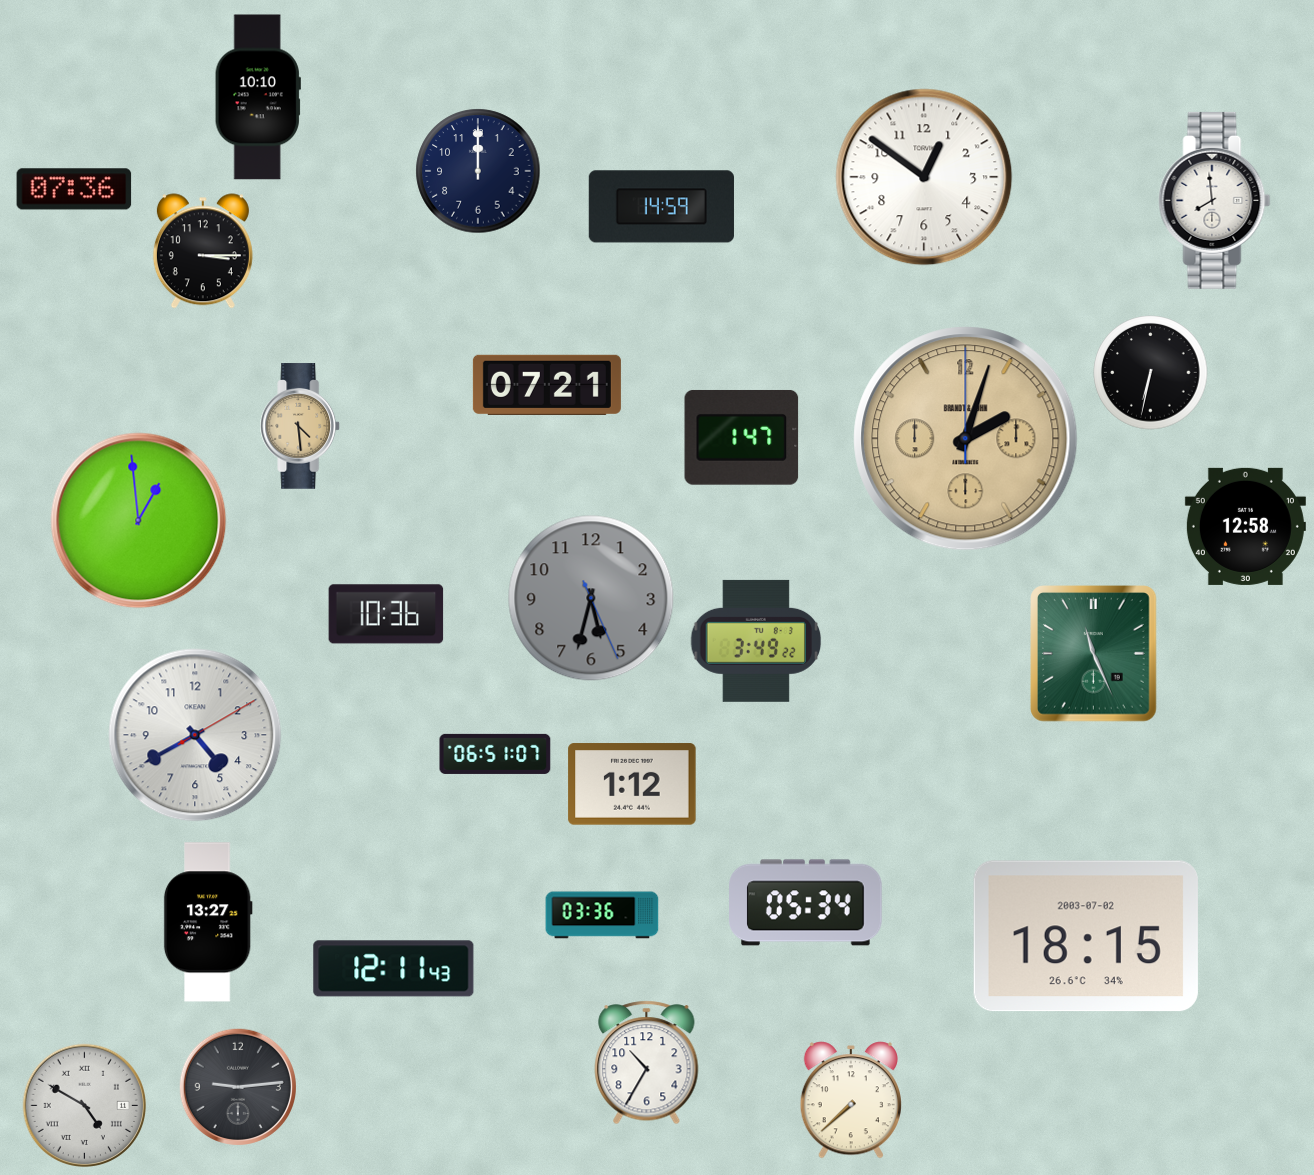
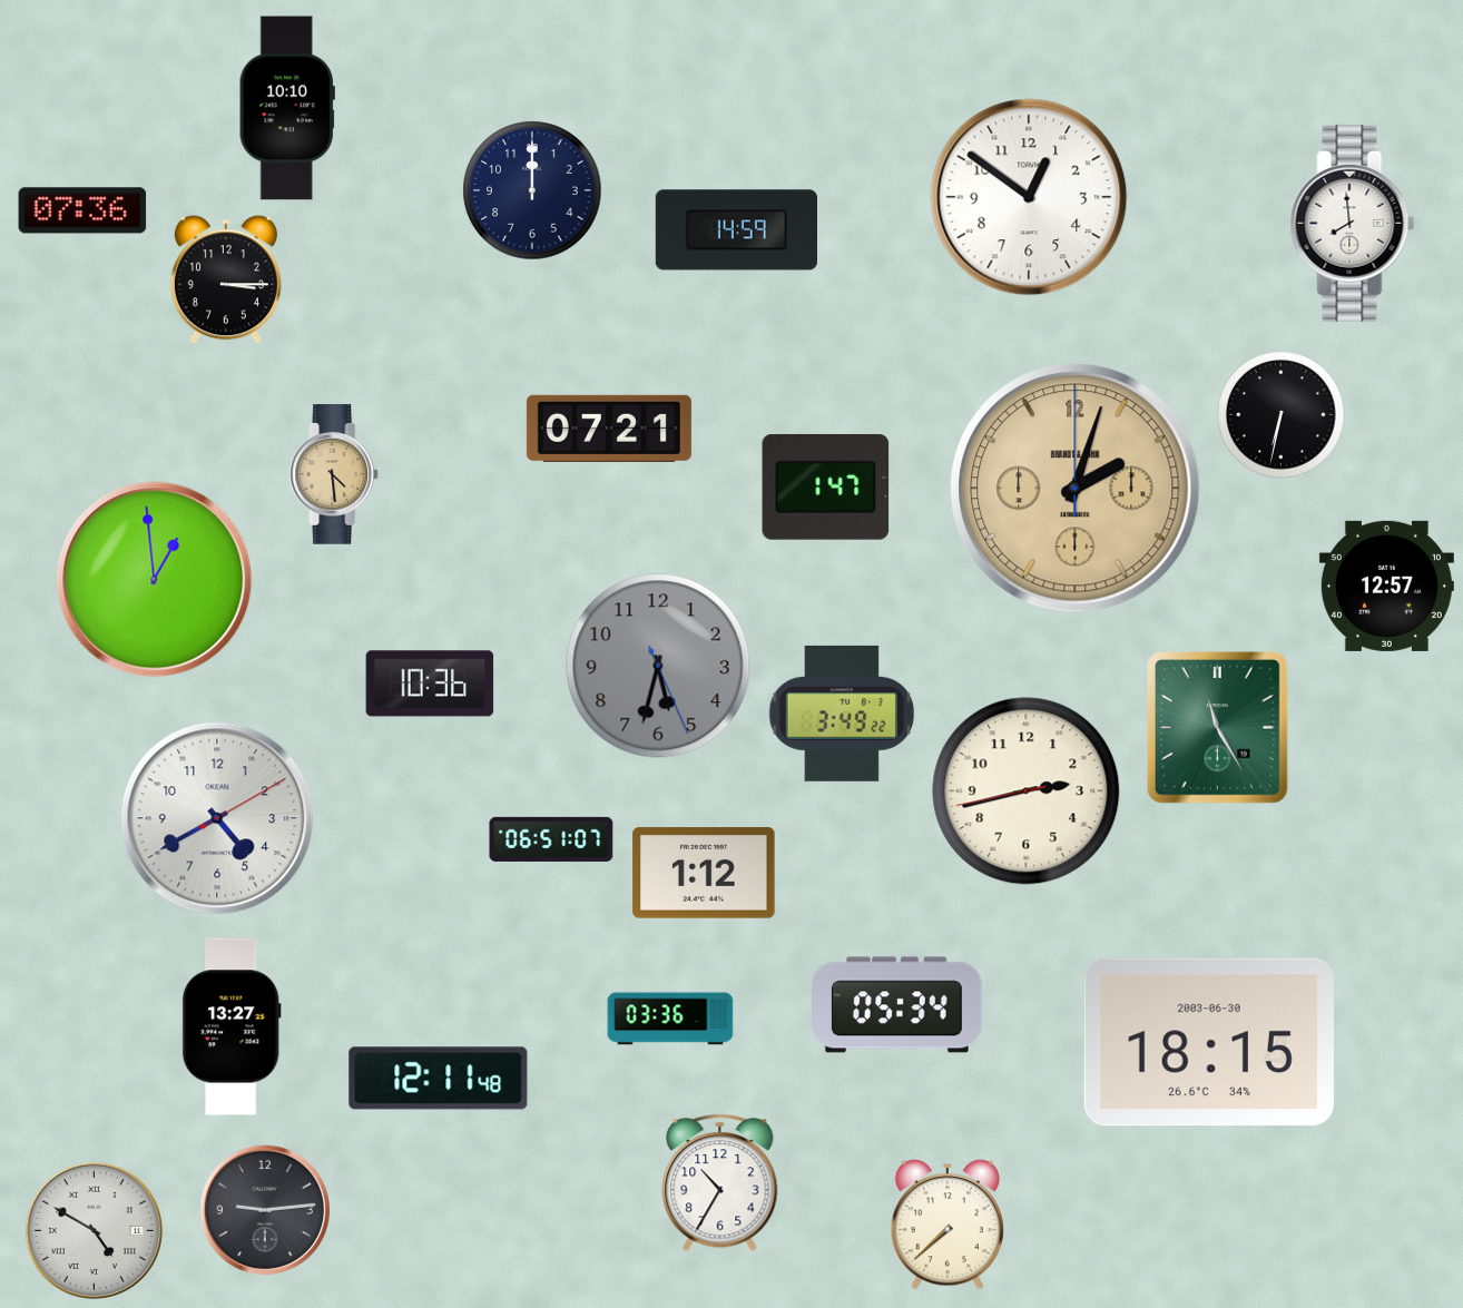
clock at (1245, 526): 12:58 -> 12:57
clock at (1094, 654): 11:26 -> 11:25
clock at (1027, 791): none -> 2:42
clock at (1086, 936) date: 2003-07-02 -> 2003-06-30
clock at (394, 969): 12:11:43 -> 12:11:48
